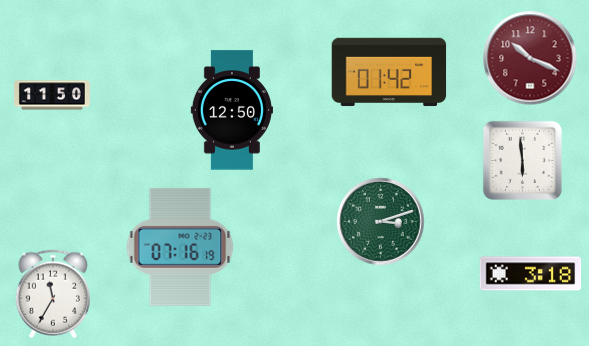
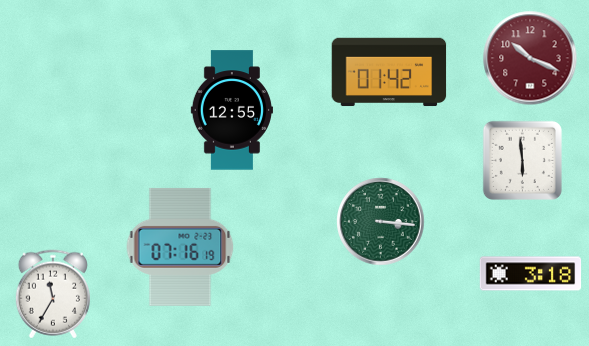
clock at (52, 95): 11:50 -> none
clock at (232, 110): 12:50 -> 12:55
clock at (381, 222): 3:12 -> 3:16
